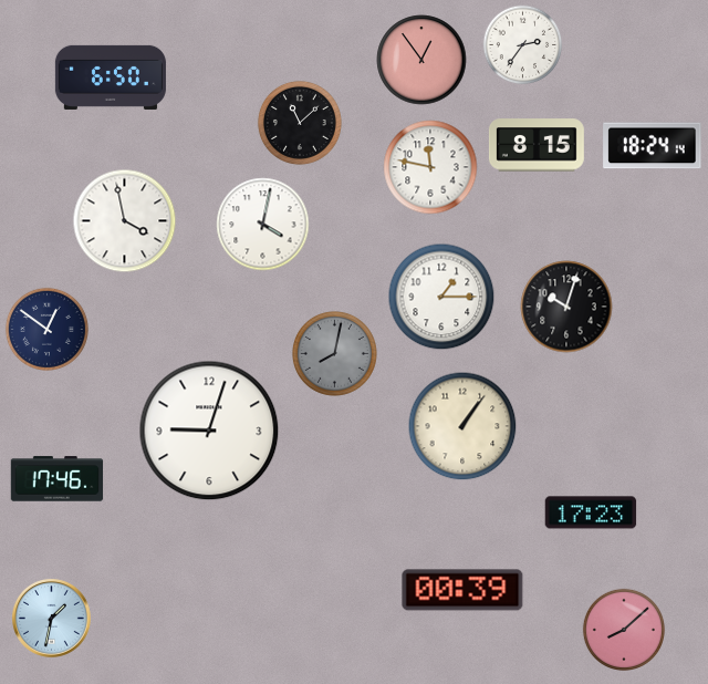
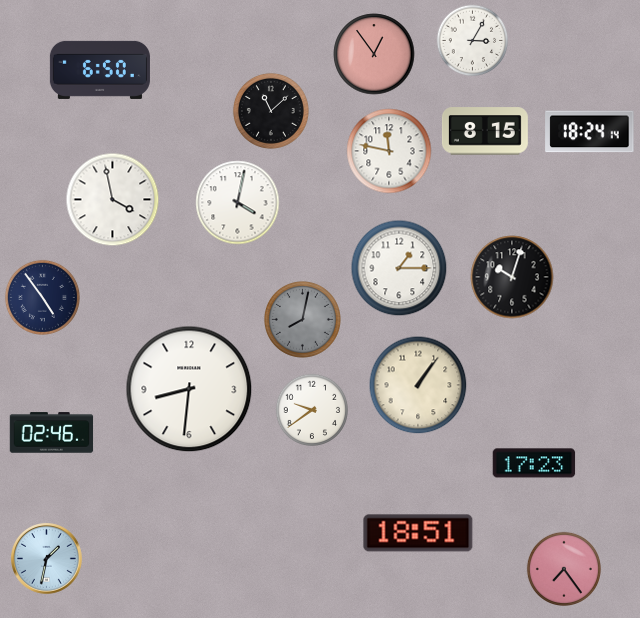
clock at (523, 45): 2:36 -> 3:05
clock at (421, 60) position: (421, 60) -> (374, 54)
clock at (46, 329): 12:51 -> 4:54
clock at (209, 431): 9:03 -> 8:31
clock at (312, 410): none -> 9:39
clock at (58, 479): 17:46 -> 02:46
clock at (462, 590): 00:39 -> 18:51
clock at (624, 630): 8:08 -> 7:24
